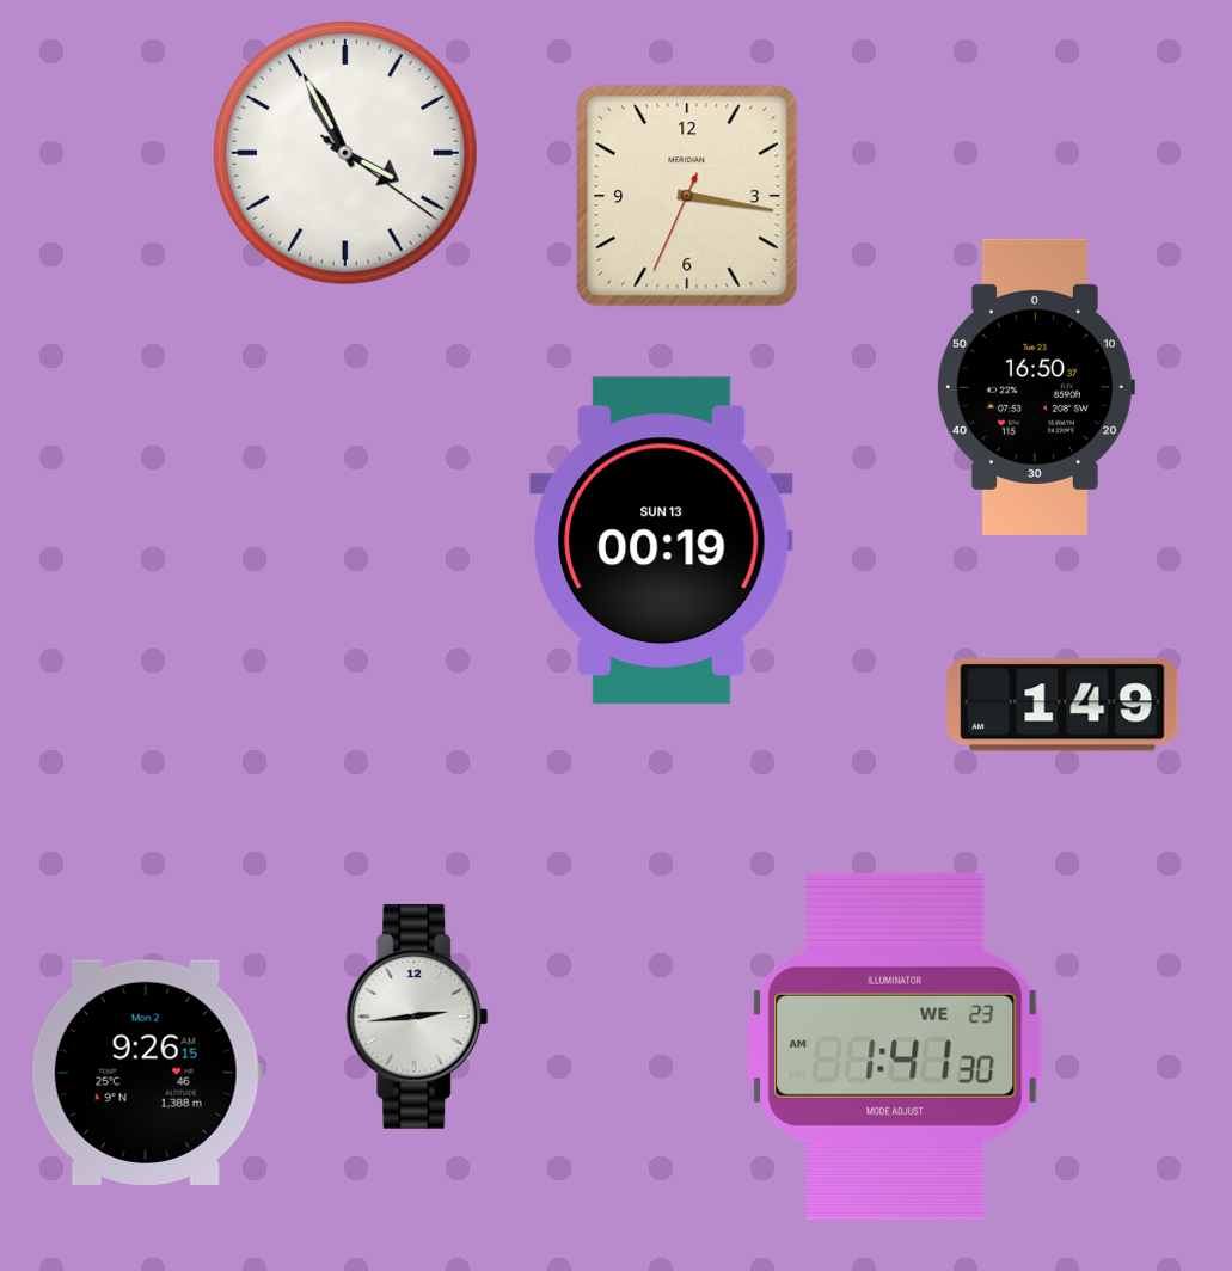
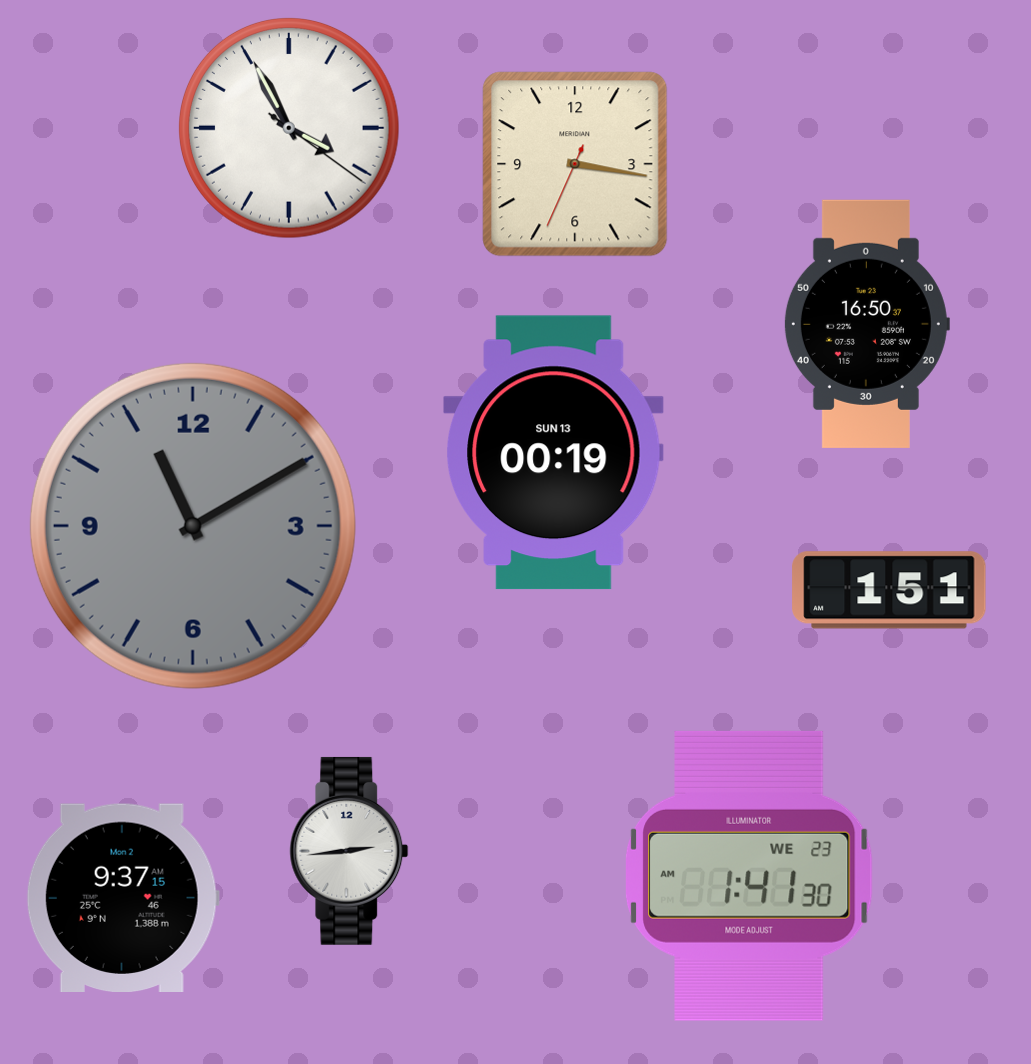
clock at (193, 526): none -> 11:10
clock at (1062, 705): 1:49 -> 1:51
clock at (147, 1072): 9:26 -> 9:37
